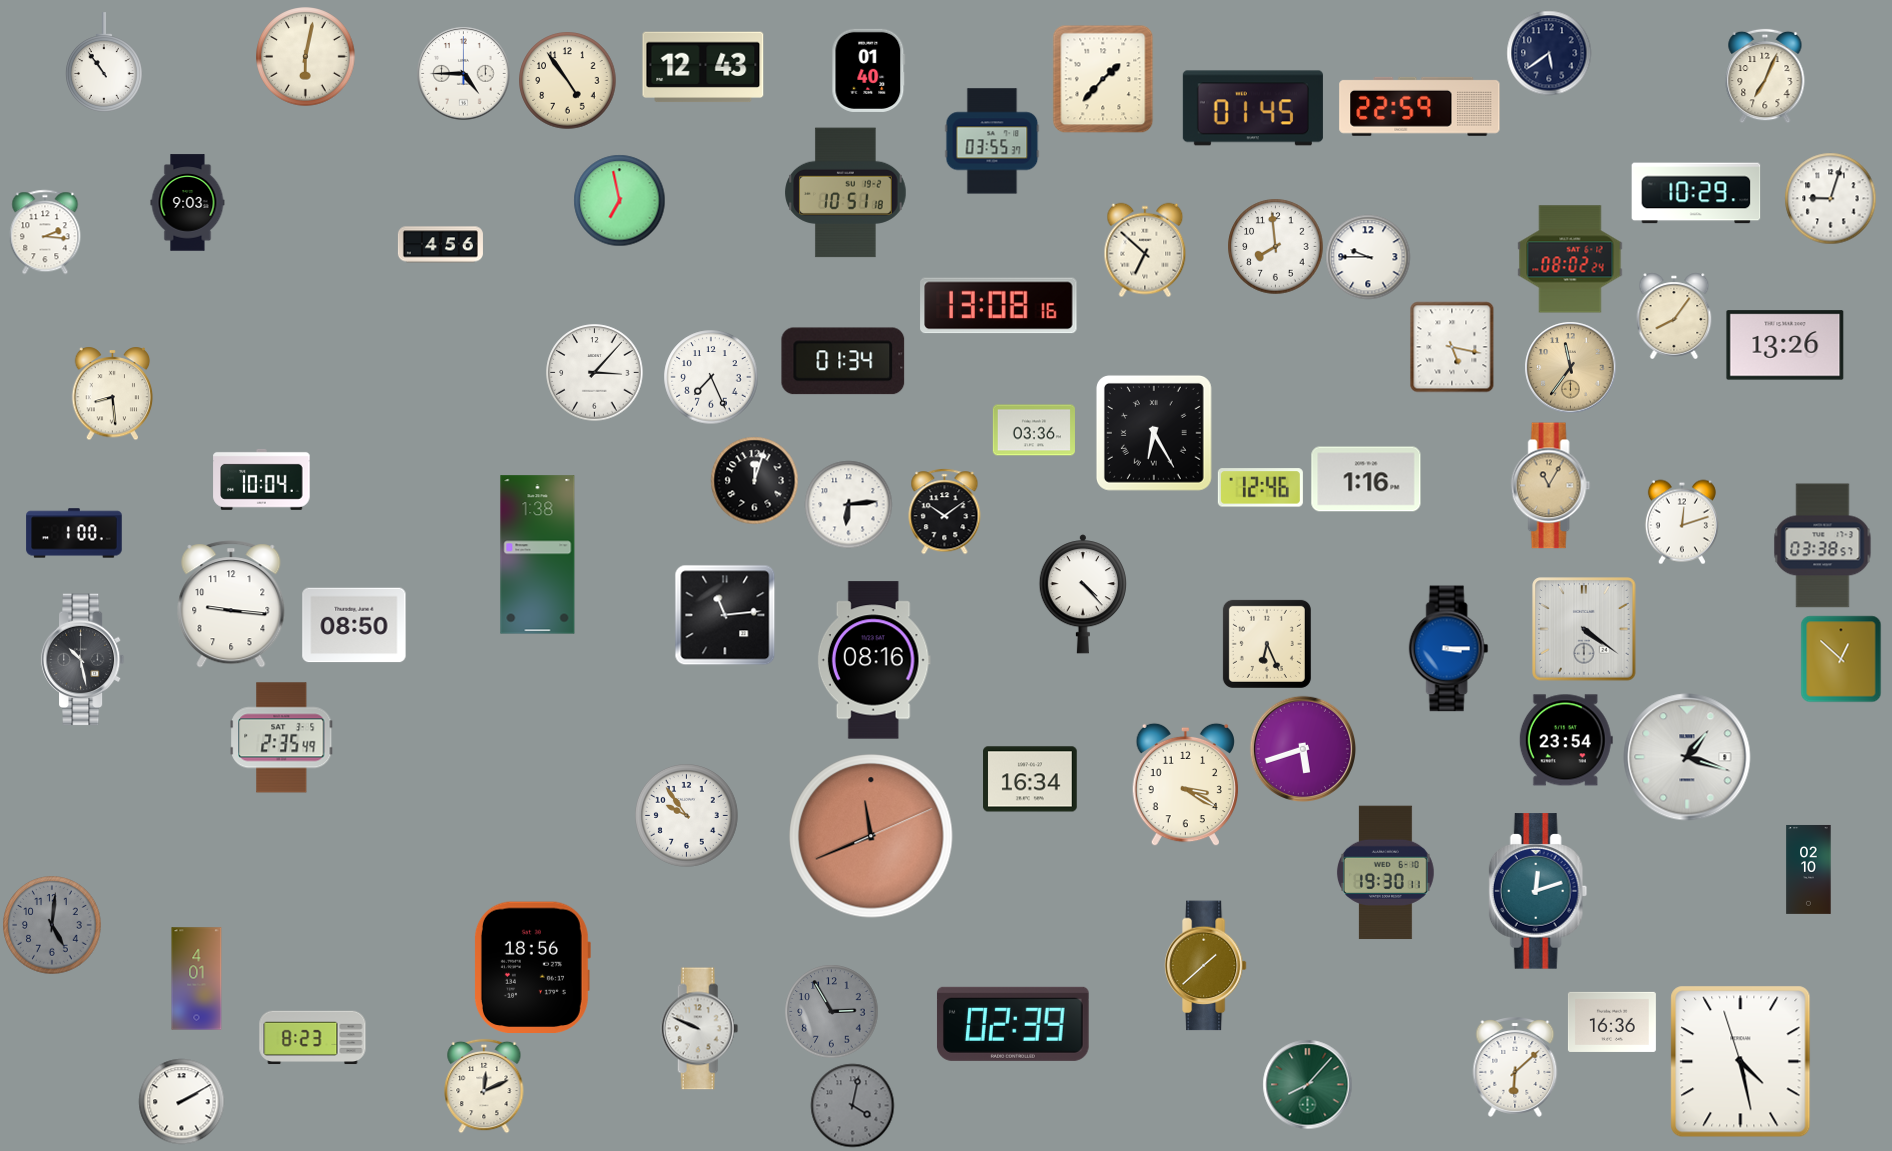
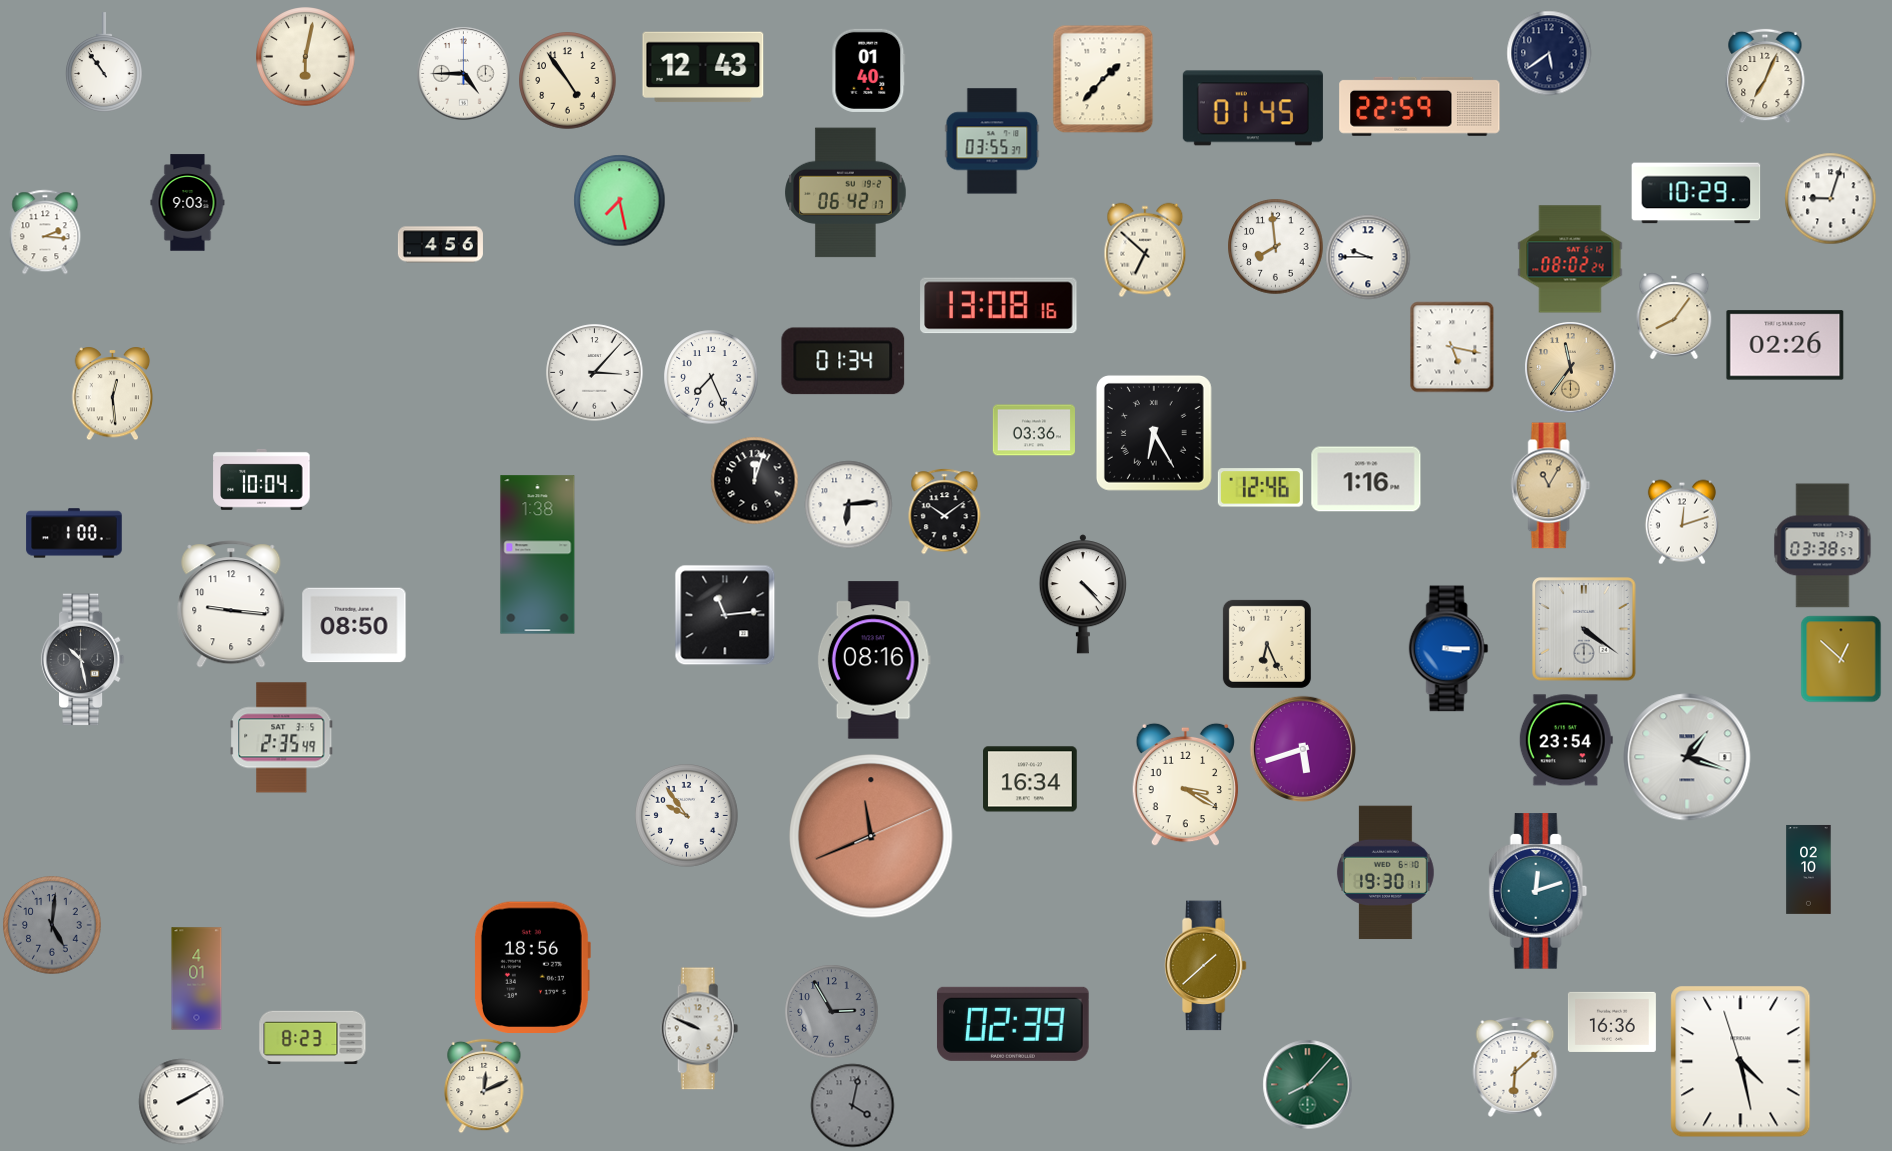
clock at (846, 193): 10:51 -> 06:42
clock at (619, 200): 6:58 -> 7:28
clock at (1785, 345): 13:26 -> 02:26
clock at (113, 393): 8:29 -> 12:29
